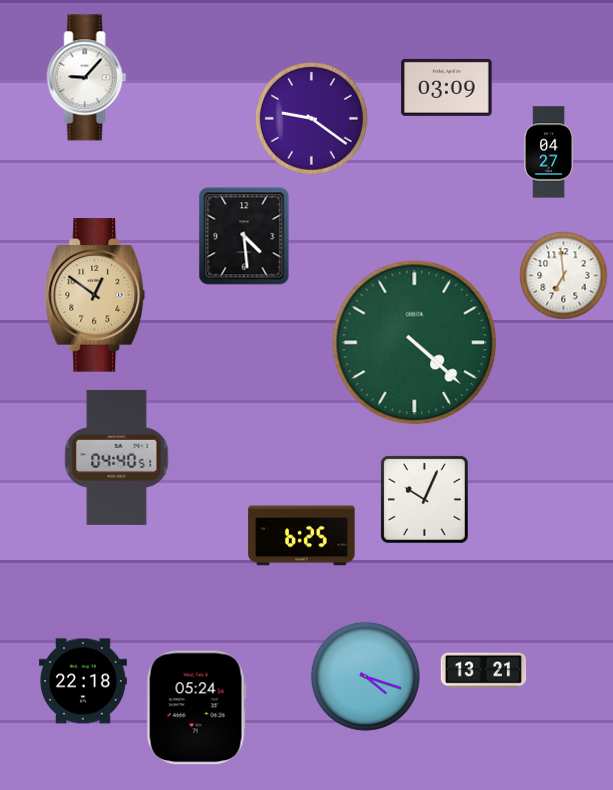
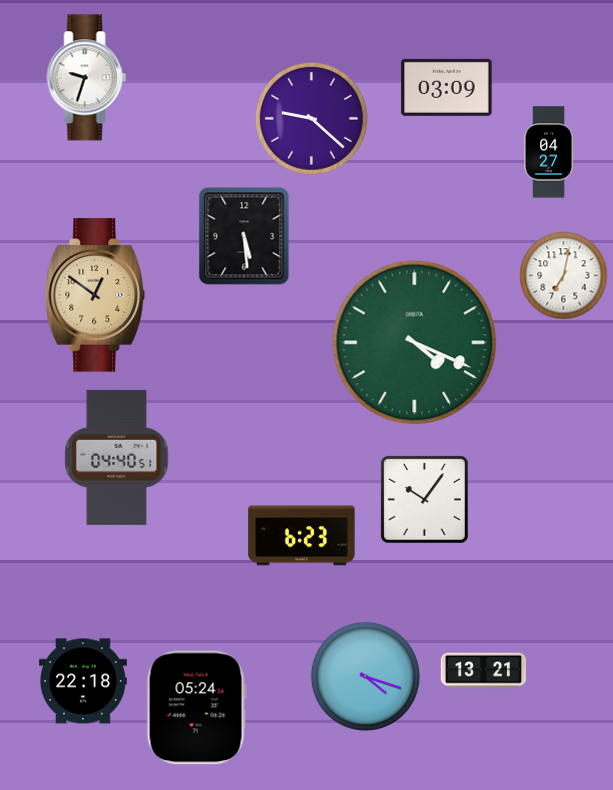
clock at (87, 78): 9:07 -> 9:33
clock at (311, 118): 9:21 -> 9:22
clock at (244, 236): 4:29 -> 5:29
clock at (564, 276): 6:59 -> 7:02
clock at (415, 343): 4:22 -> 4:19
clock at (425, 500): 10:04 -> 10:06
clock at (302, 536): 6:25 -> 6:23
